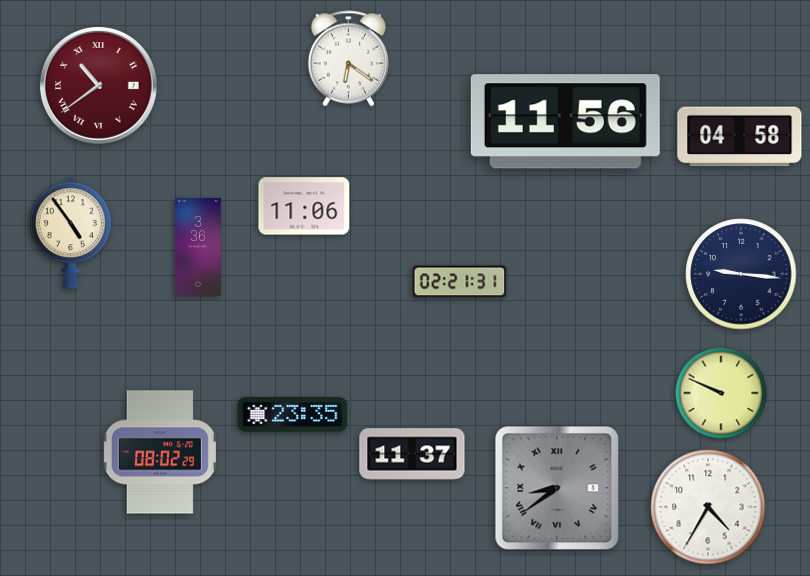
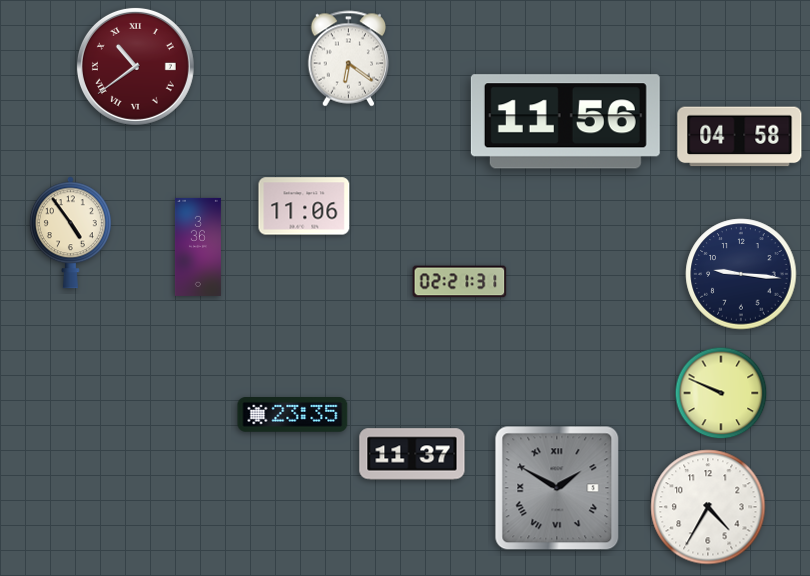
clock at (98, 85) position: (98, 85) -> (135, 66)
clock at (160, 452): 08:02 -> none
clock at (557, 488): 8:39 -> 1:50
